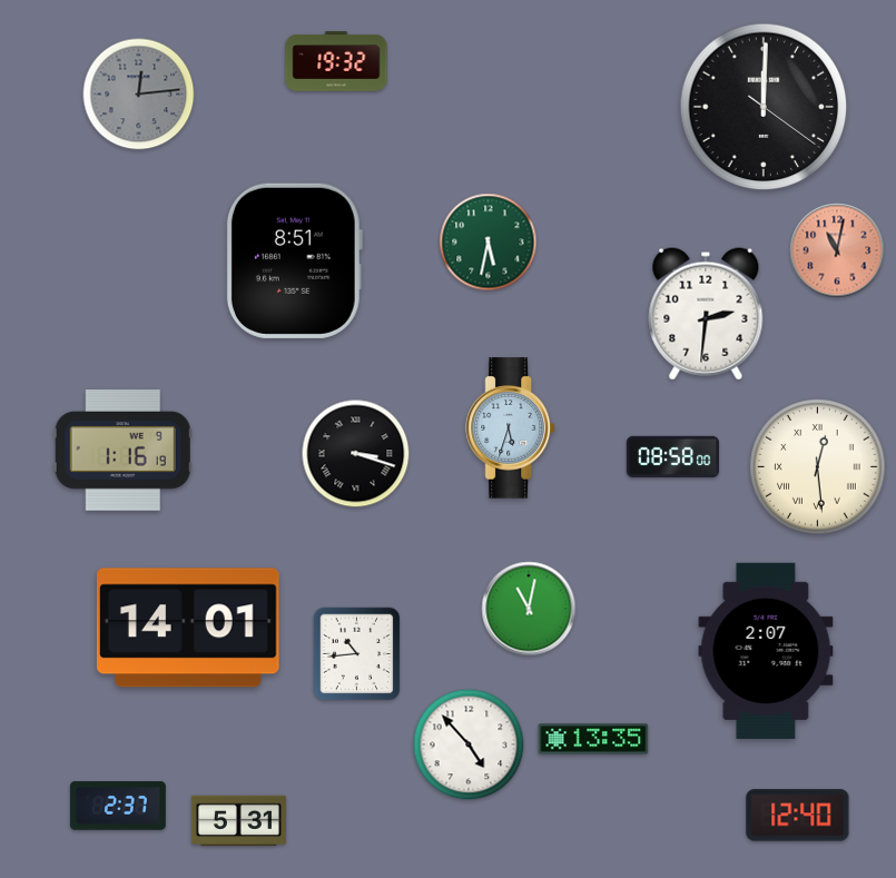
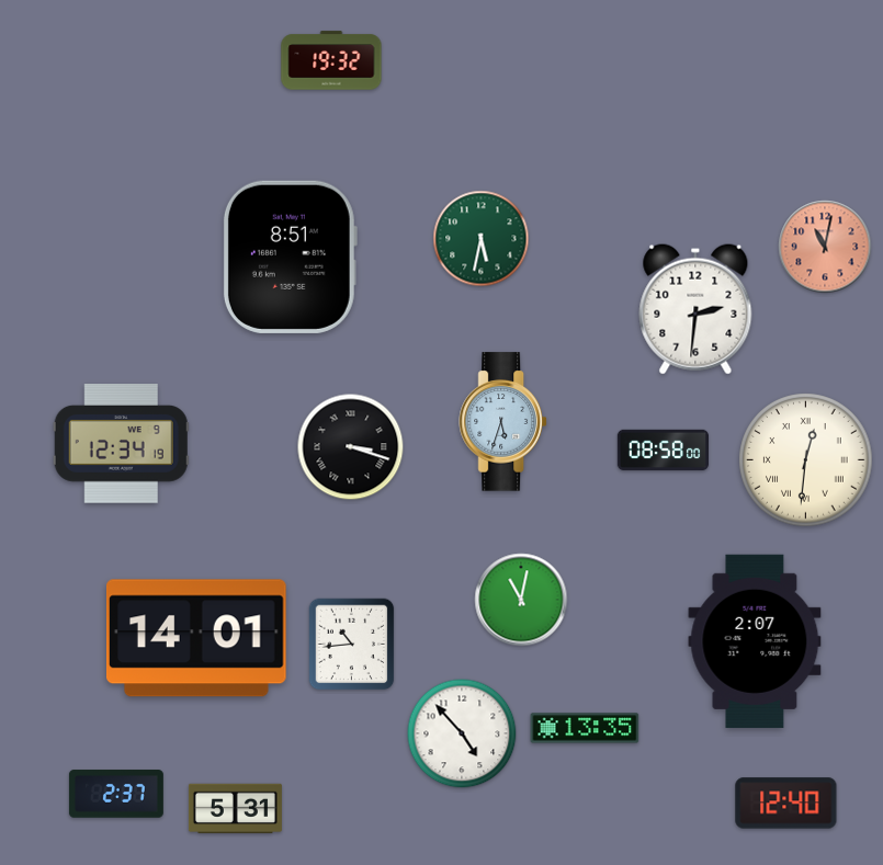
clock at (139, 95): 12:14 -> none
clock at (764, 107): 12:00 -> none
clock at (122, 451): 1:16 -> 12:34
clock at (818, 467): 12:29 -> 12:31
clock at (189, 628) position: (189, 628) -> (197, 638)
